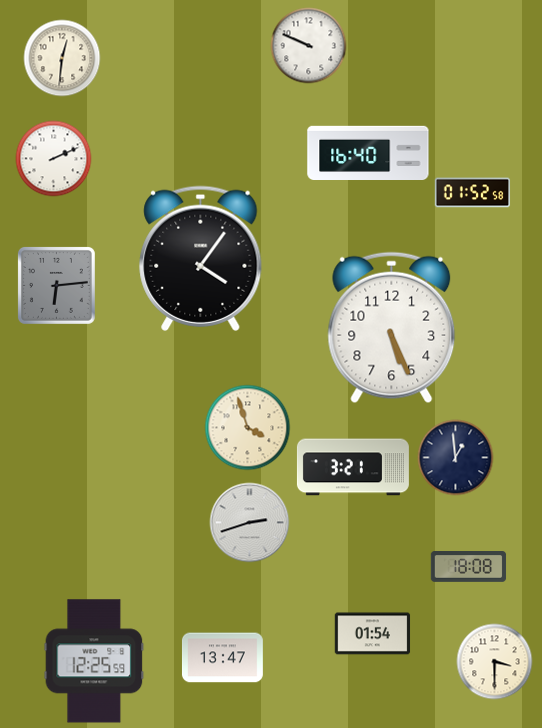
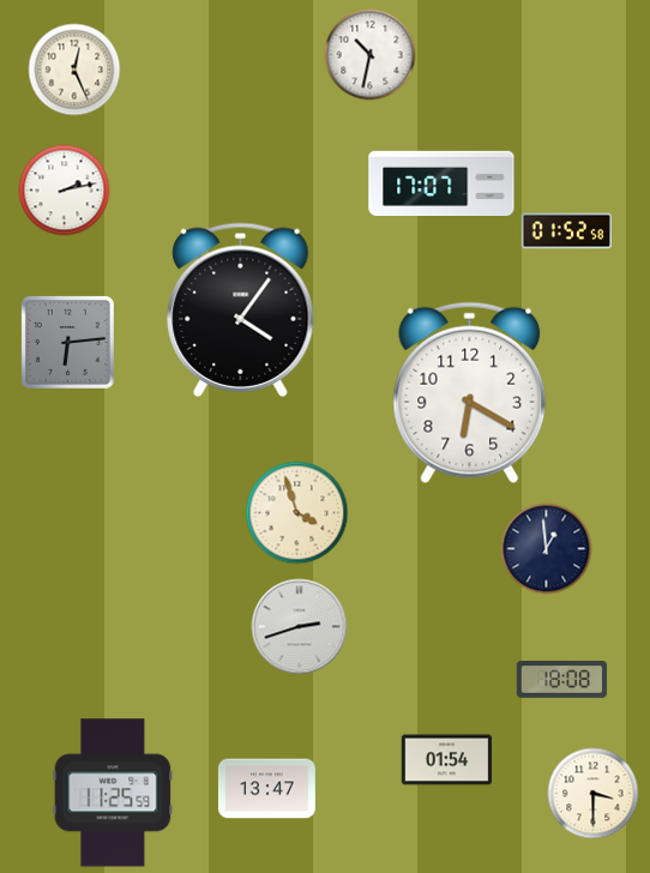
clock at (309, 46): 9:49 -> 10:32
clock at (62, 58): 12:31 -> 12:26
clock at (368, 152): 16:40 -> 17:07
clock at (54, 159): 2:11 -> 2:13
clock at (392, 328): 5:26 -> 6:20
clock at (353, 467): 3:21 -> none
clock at (94, 661): 12:25 -> 11:25
